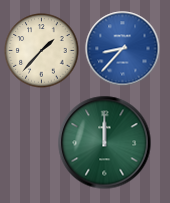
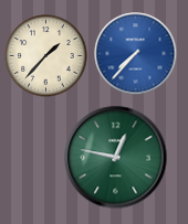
clock at (123, 49): 8:37 -> 7:37
clock at (105, 143): 12:00 -> 12:47
